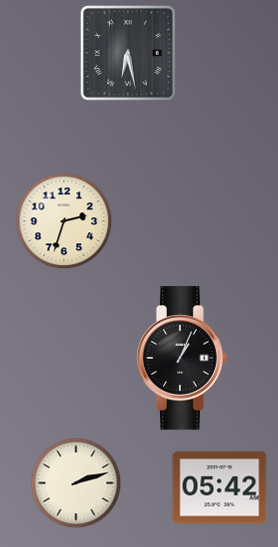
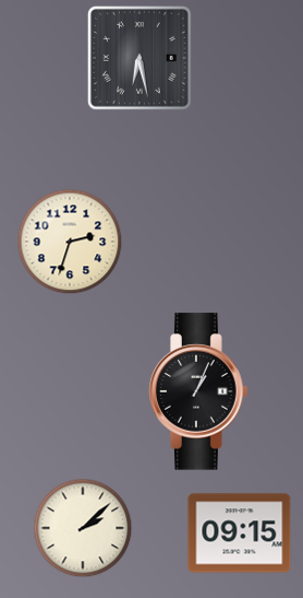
clock at (76, 483): 2:12 -> 2:08
clock at (220, 488): 05:42 -> 09:15
